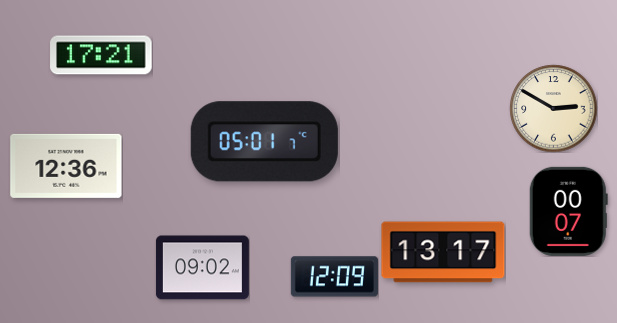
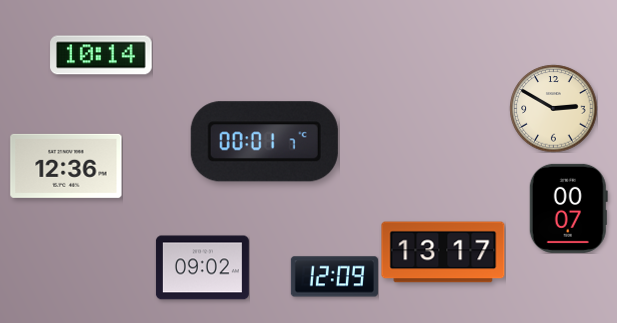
clock at (101, 55): 17:21 -> 10:14
clock at (264, 142): 05:01 -> 00:01
clock at (568, 211) position: (568, 211) -> (568, 208)
